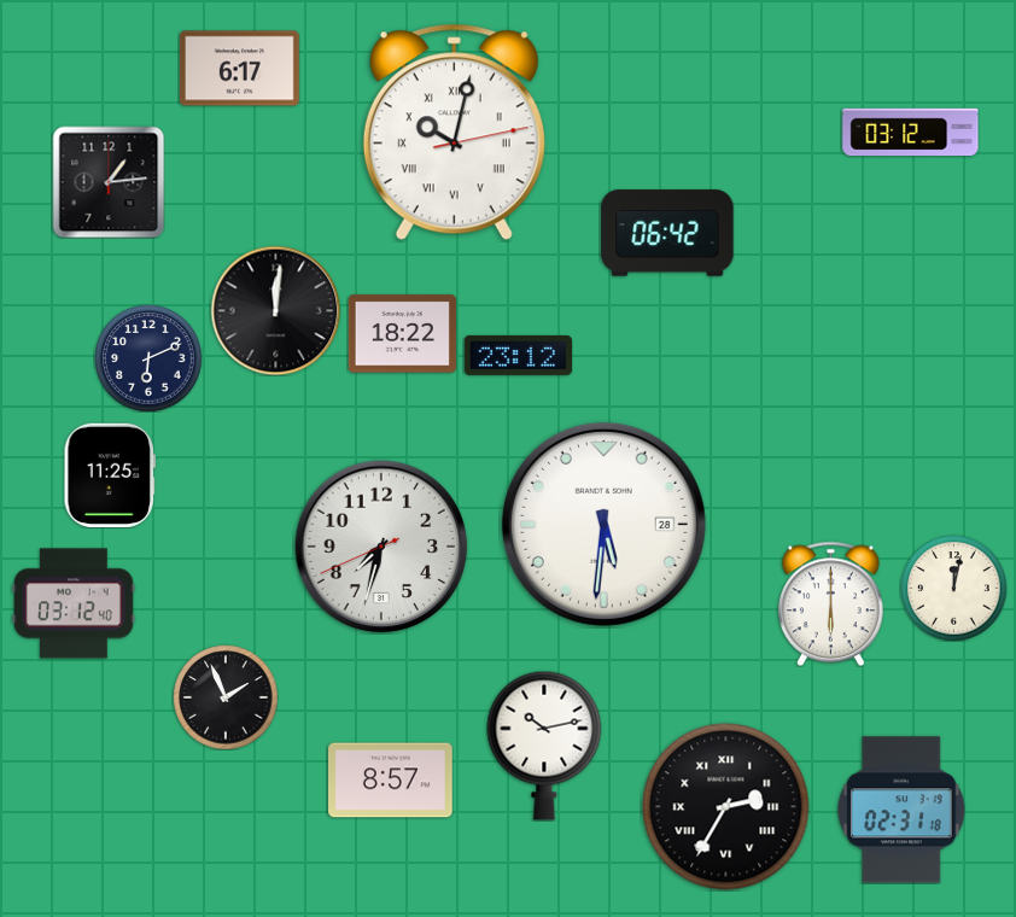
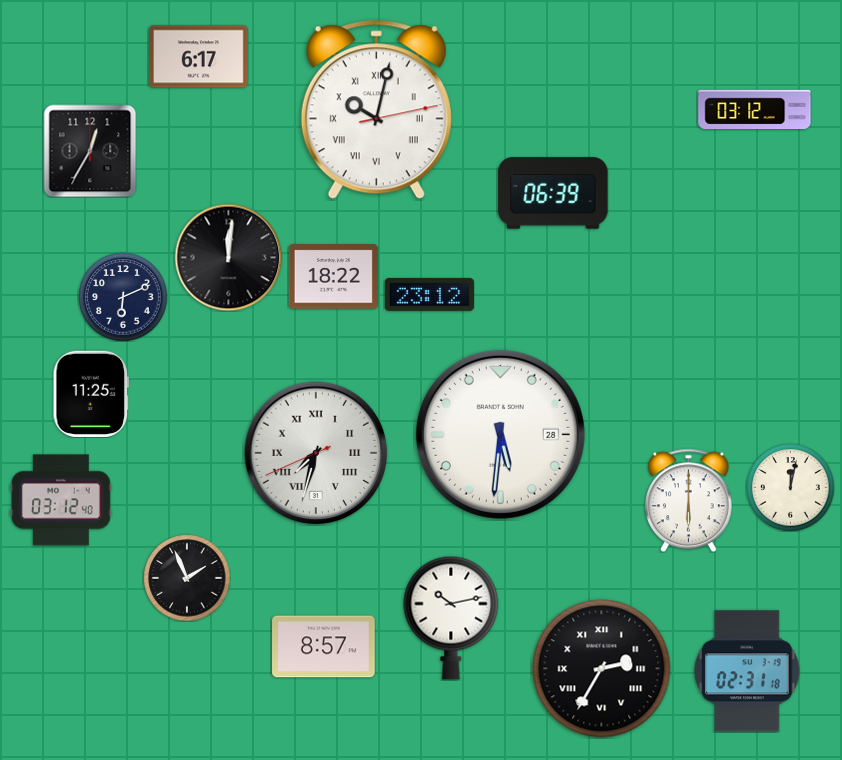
clock at (109, 182): 1:14 -> 12:35
clock at (667, 233): 06:42 -> 06:39
clock at (381, 547) numerals: Arabic -> Roman
